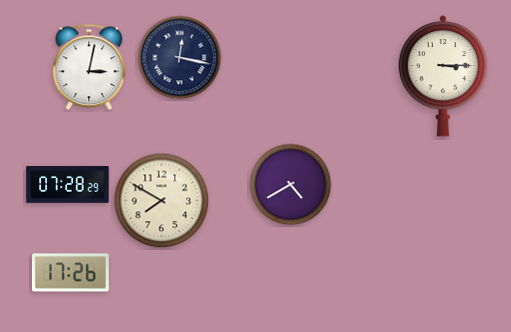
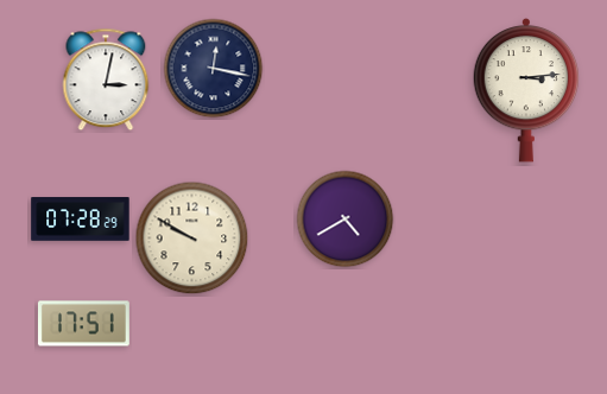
clock at (443, 76): 3:15 -> 3:14
clock at (162, 201): 7:50 -> 9:50
clock at (70, 273): 17:26 -> 17:51
